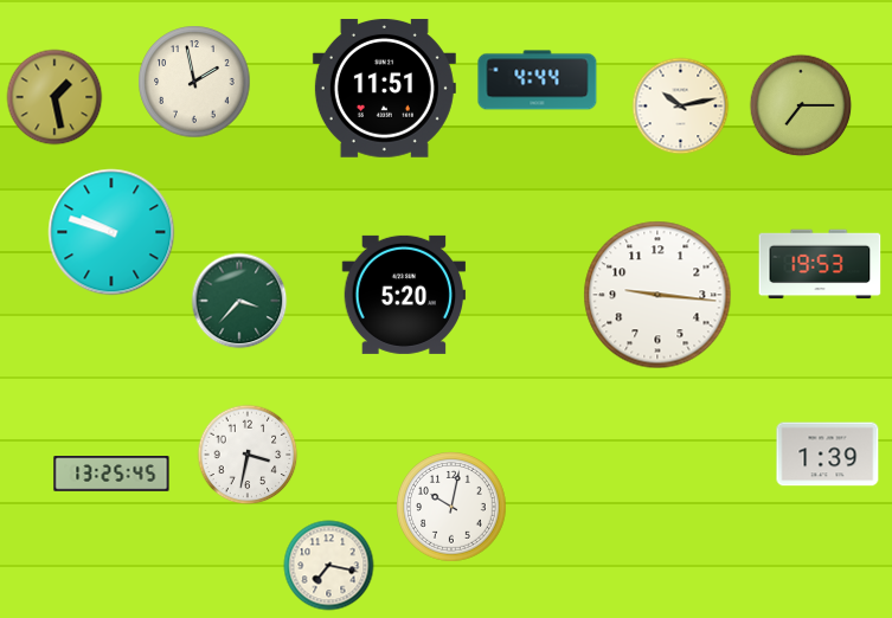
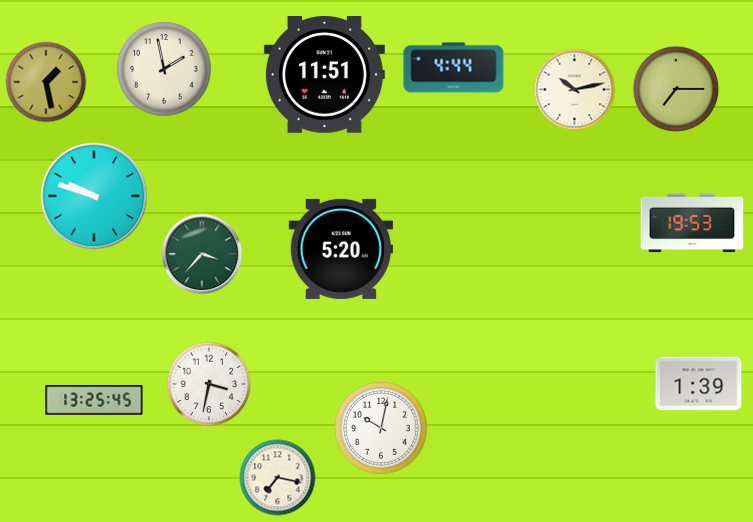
clock at (657, 295): 9:16 -> none
